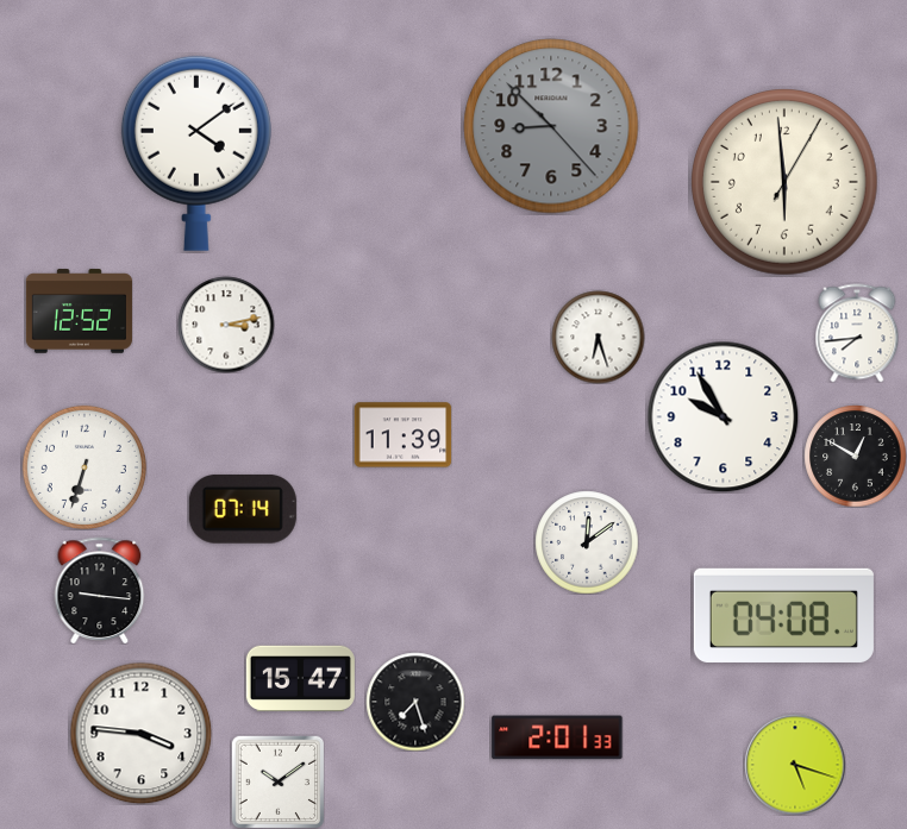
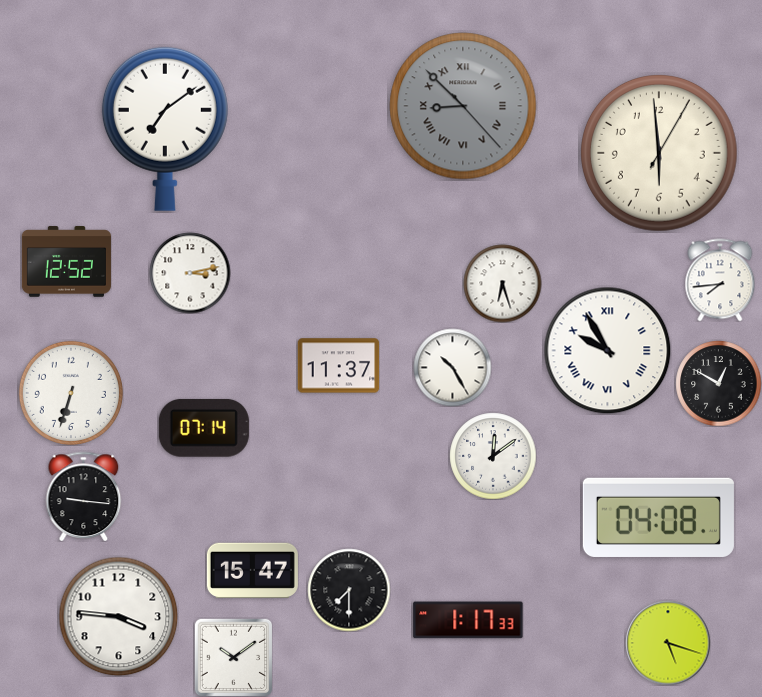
clock at (551, 126) numerals: Arabic -> Roman
clock at (196, 153): 4:09 -> 7:09
clock at (723, 416) numerals: Arabic -> Roman
clock at (402, 435): 11:39 -> 11:37
clock at (452, 367): none -> 10:25
clock at (415, 702): 7:27 -> 7:30
clock at (557, 737): 2:01 -> 1:17
